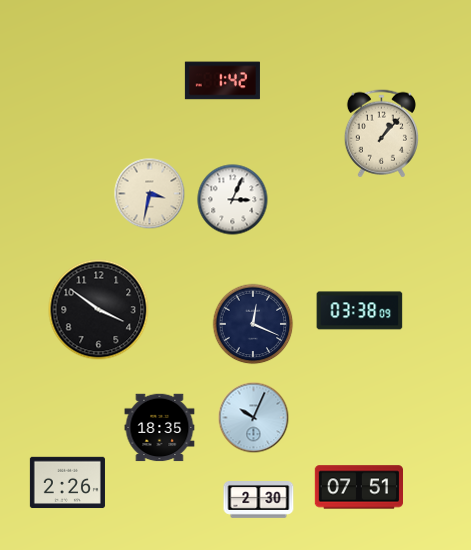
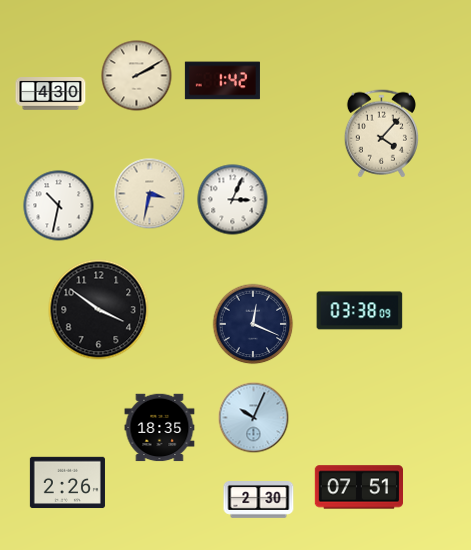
clock at (137, 76): none -> 2:10
clock at (51, 94): none -> 4:30
clock at (381, 134): 1:07 -> 4:07
clock at (59, 206): none -> 10:32
